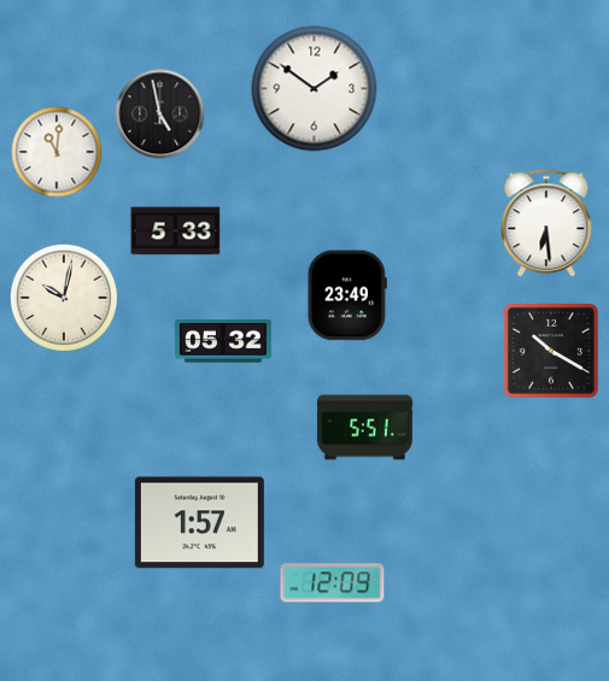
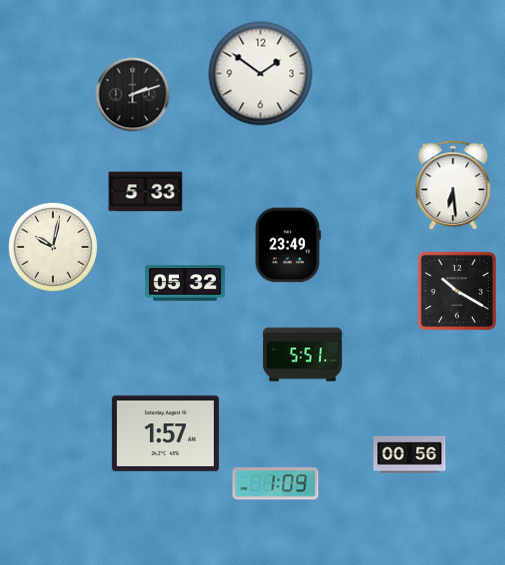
clock at (160, 115): 4:58 -> 2:12
clock at (57, 152): 11:01 -> none
clock at (410, 454): none -> 00:56
clock at (333, 583): 12:09 -> 1:09
